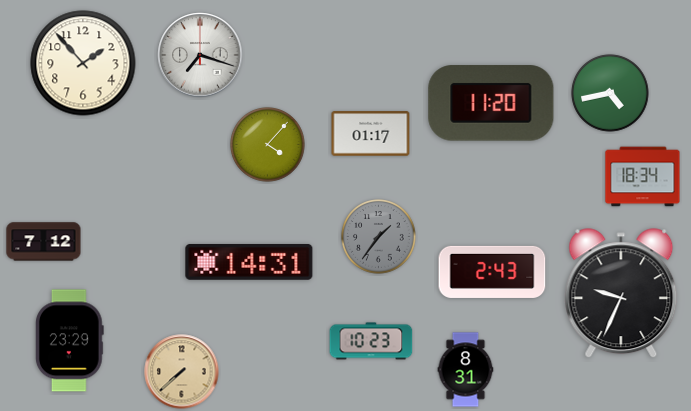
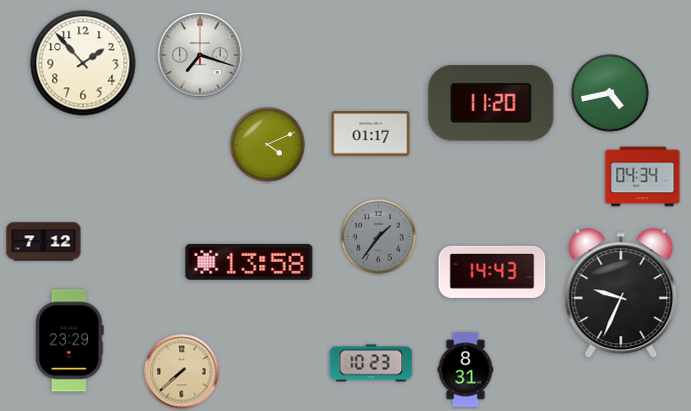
clock at (268, 145): 4:07 -> 4:11
clock at (643, 177): 18:34 -> 04:34
clock at (249, 262): 14:31 -> 13:58
clock at (492, 272): 2:43 -> 14:43
clock at (371, 341) position: (371, 341) -> (371, 363)
